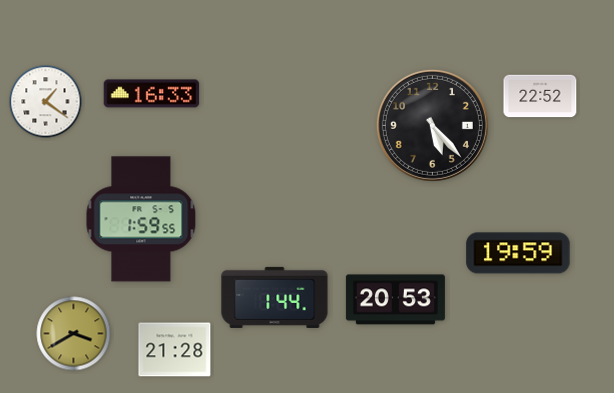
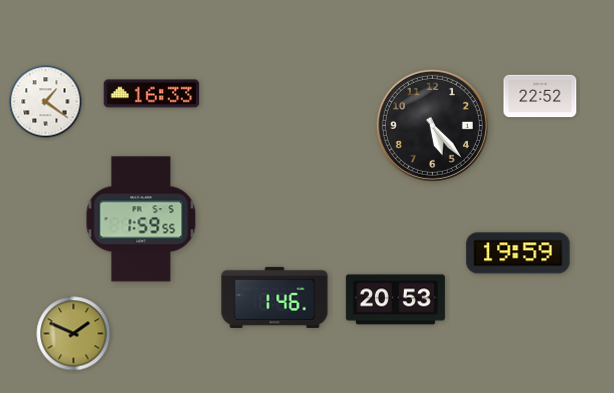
clock at (275, 297): 1:44 -> 1:46
clock at (74, 334): 3:40 -> 1:49
clock at (175, 350): 21:28 -> none
